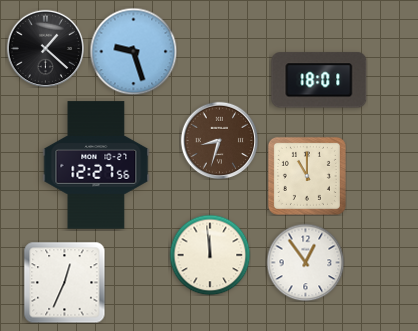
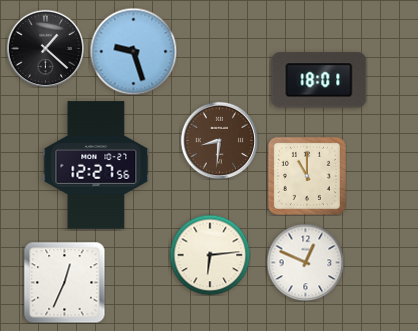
clock at (219, 140): 8:33 -> 8:31
clock at (210, 255): 11:59 -> 6:14
clock at (305, 262): 12:54 -> 12:49
